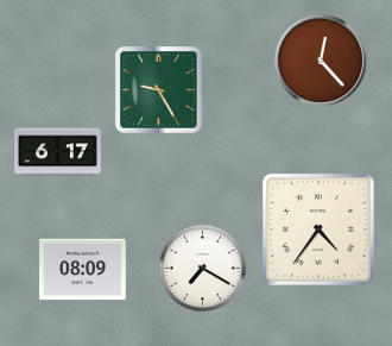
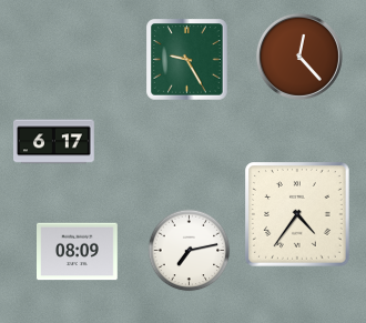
clock at (159, 90) position: (159, 90) -> (187, 60)
clock at (203, 269): 7:20 -> 7:13
